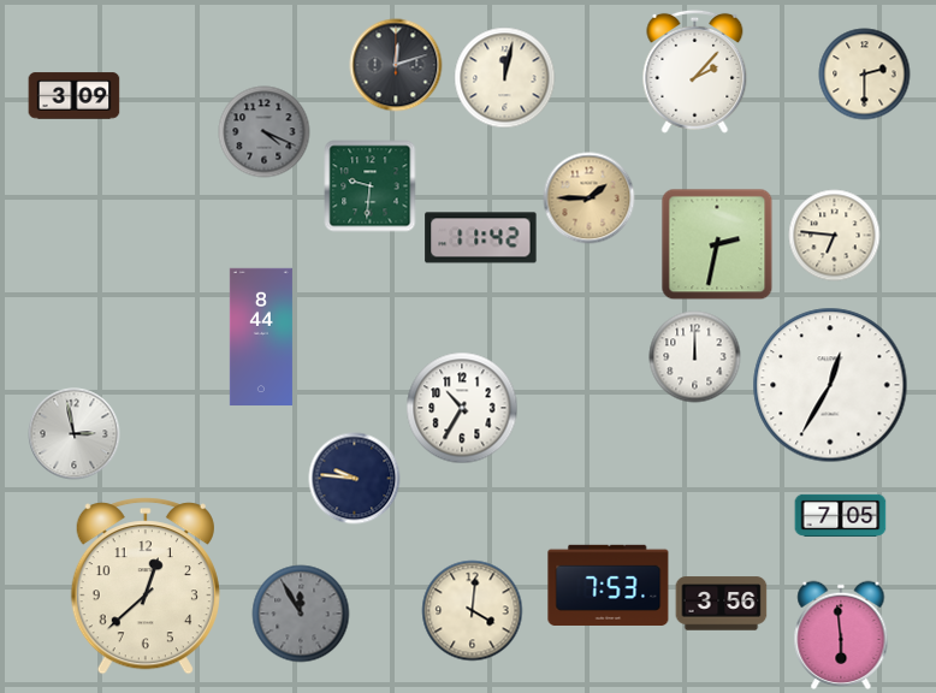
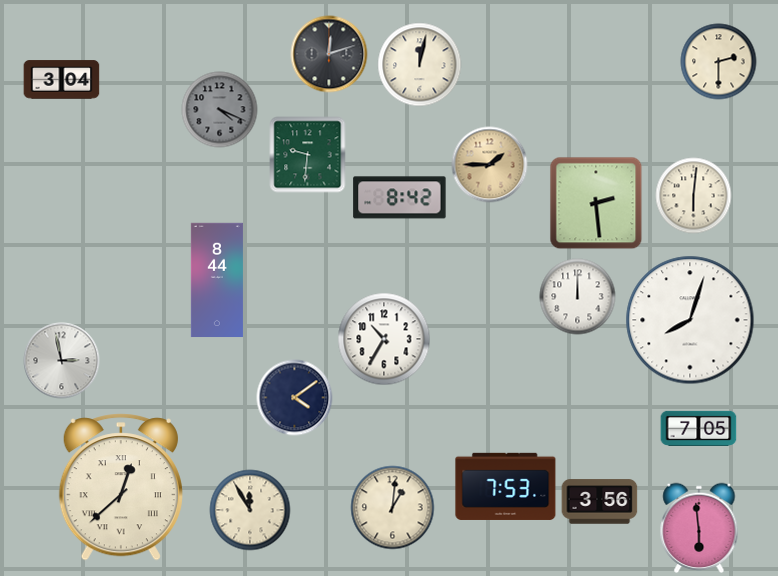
clock at (695, 71): 2:07 -> none
clock at (75, 96): 3:09 -> 3:04
clock at (835, 236): 6:46 -> 6:01
clock at (481, 238): 11:42 -> 8:42
clock at (717, 244): 2:32 -> 2:29
clock at (830, 385): 12:35 -> 8:03
clock at (355, 479): 9:46 -> 4:09
clock at (146, 586) numerals: Arabic -> Roman
clock at (473, 611): 4:01 -> 1:01
clock at (301, 614) dial: grey -> cream
